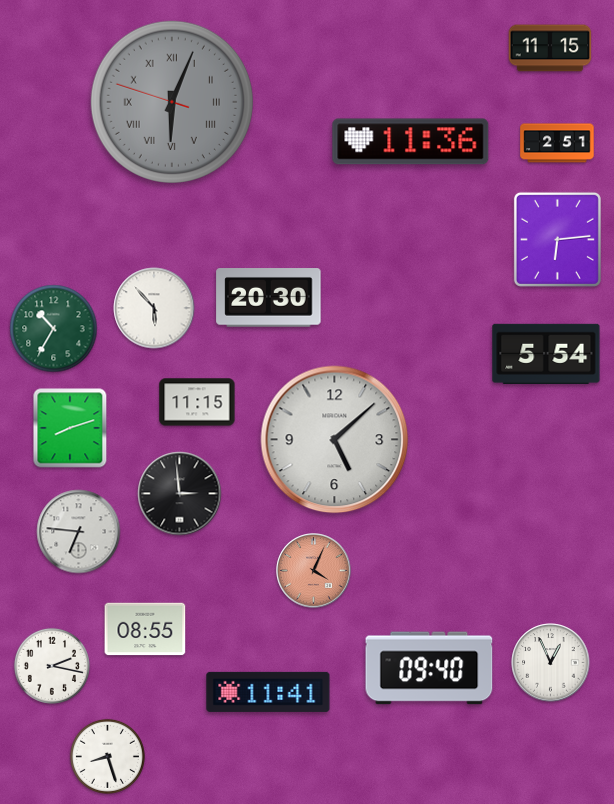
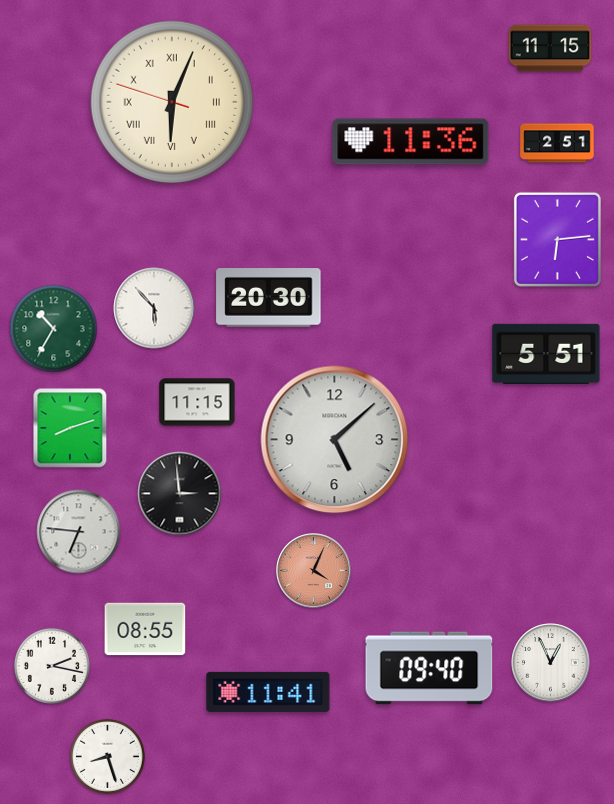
clock at (172, 102) dial: grey -> cream
clock at (546, 354): 5:54 -> 5:51
